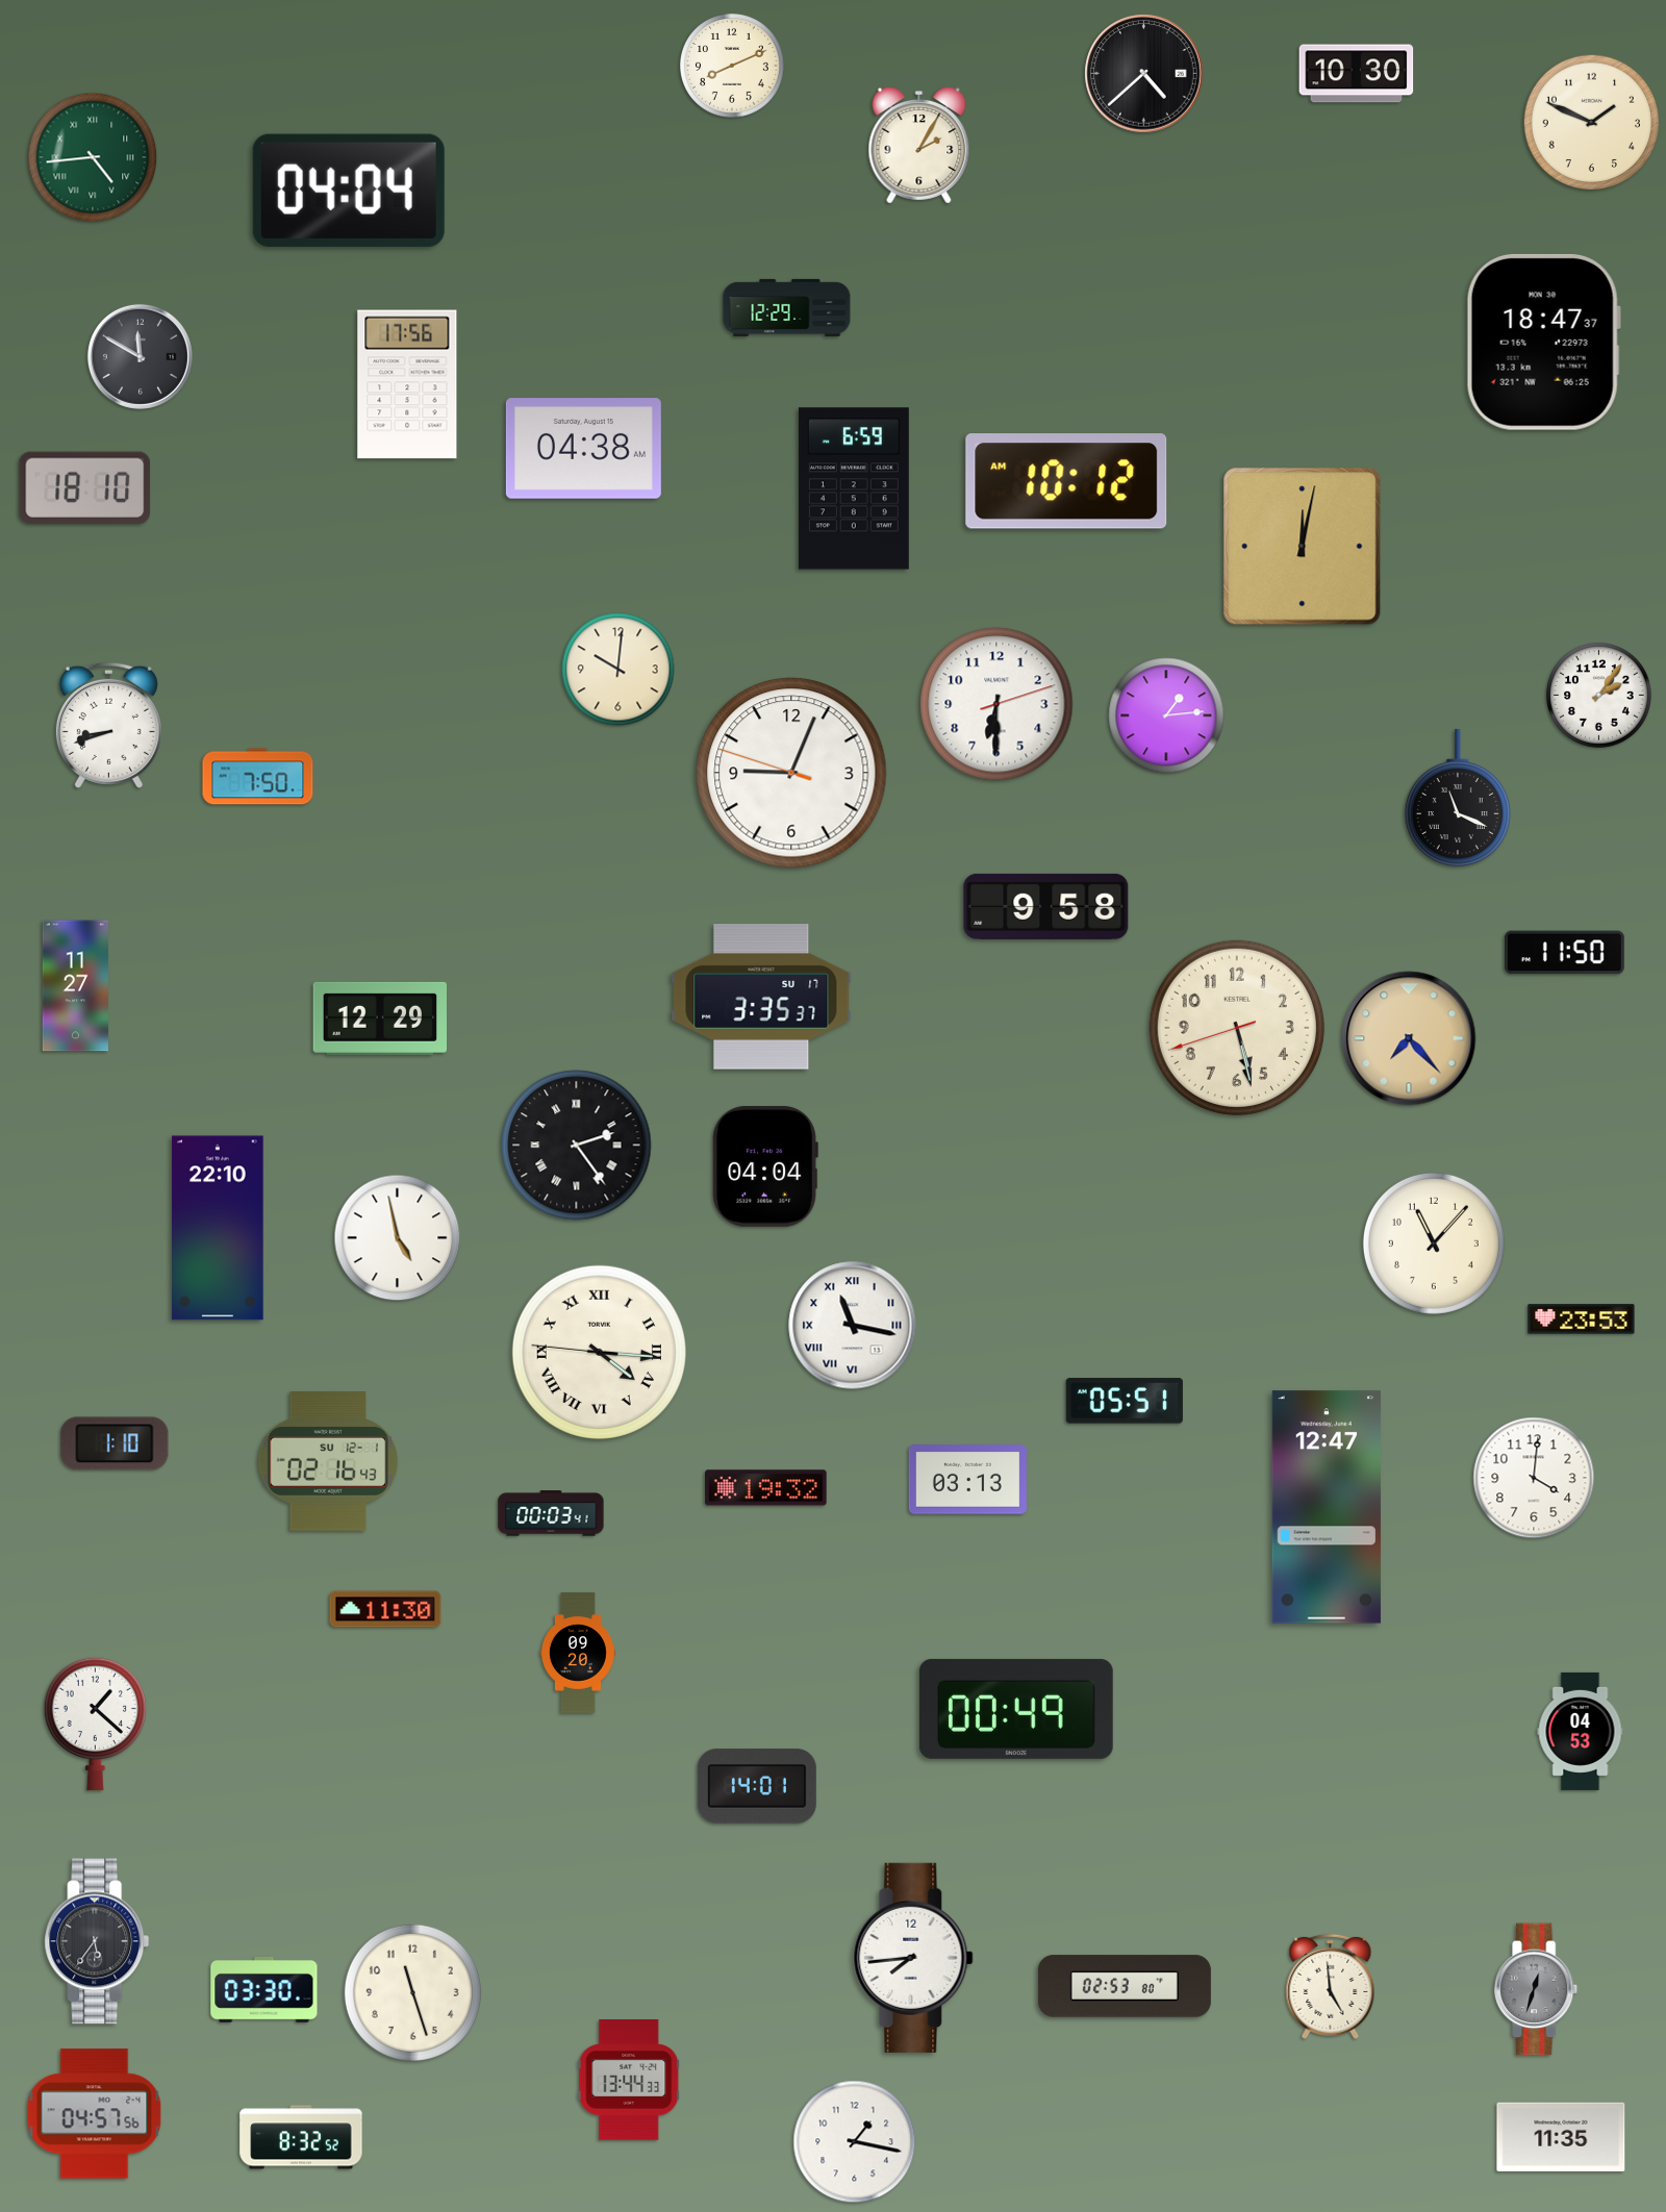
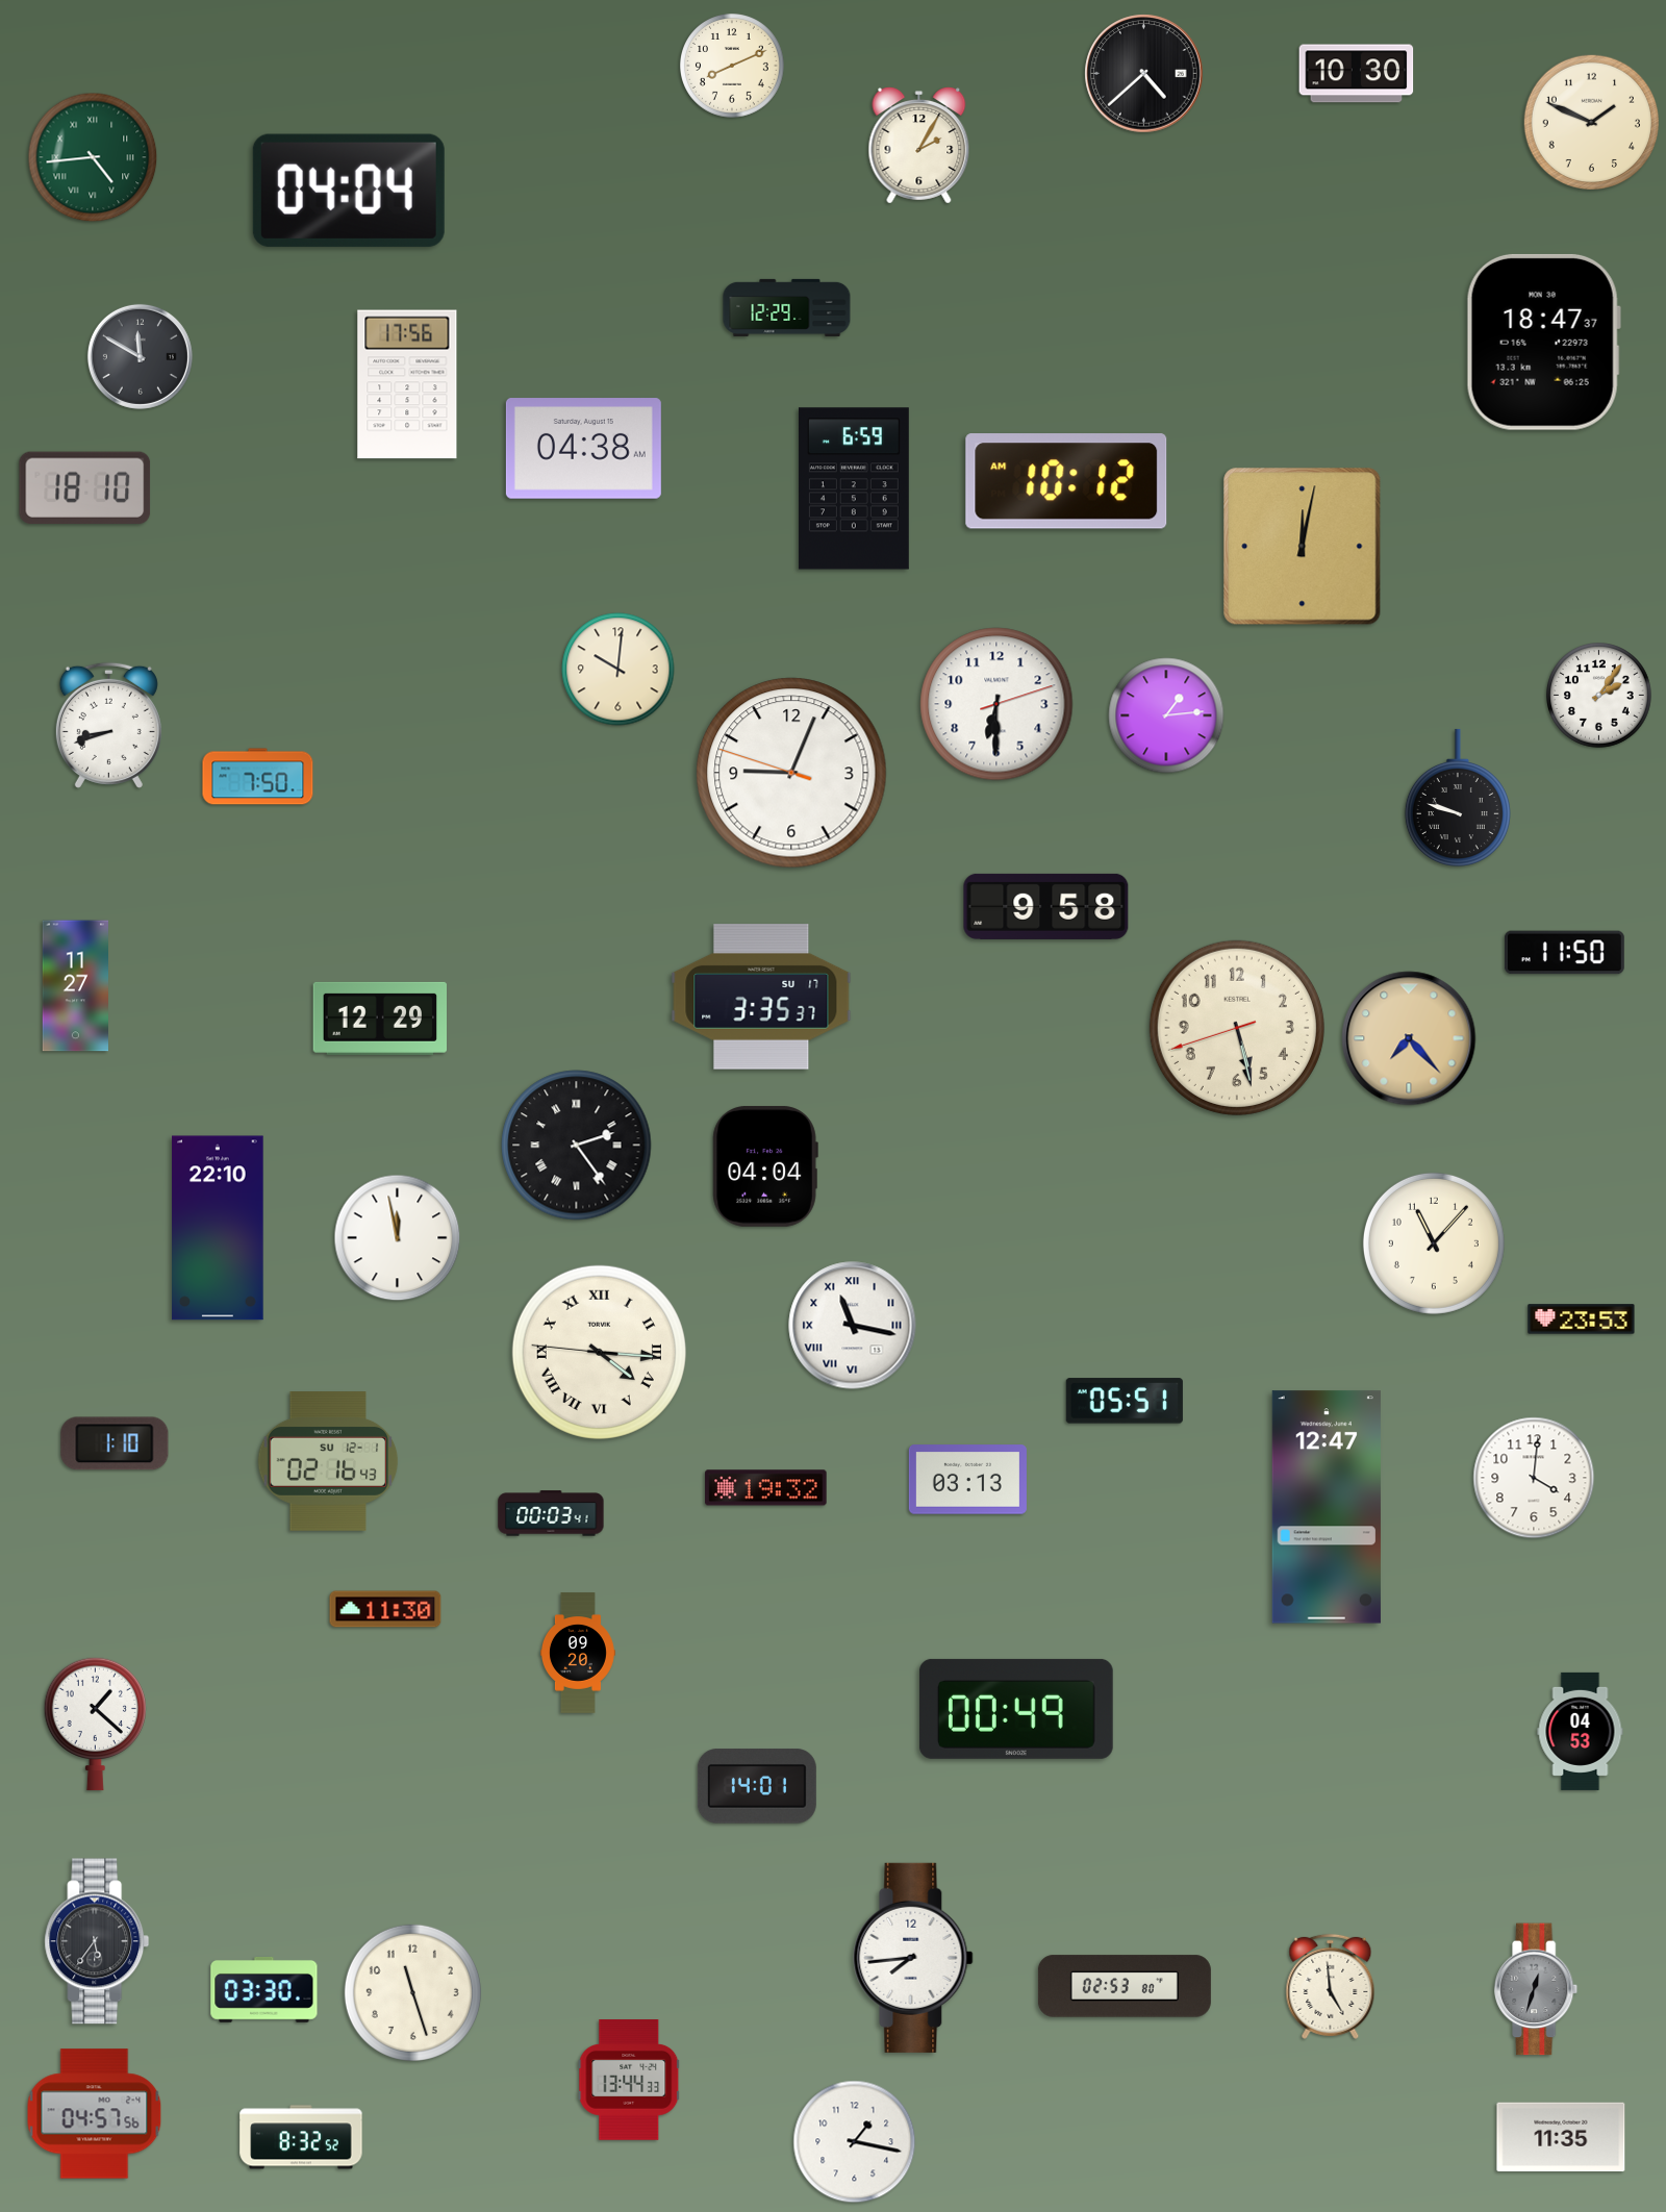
clock at (1458, 797): 11:19 -> 9:48
clock at (398, 1238): 4:58 -> 11:58
